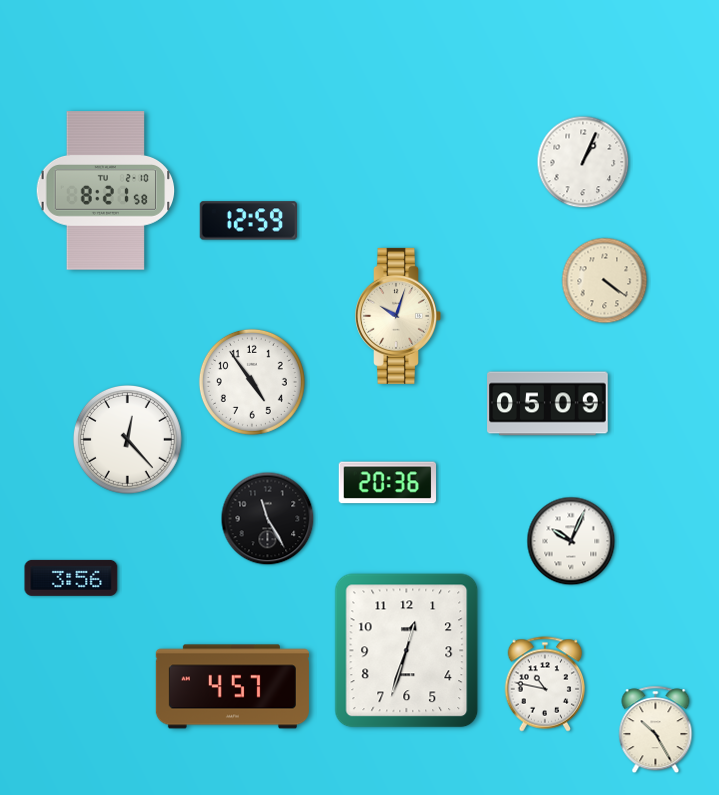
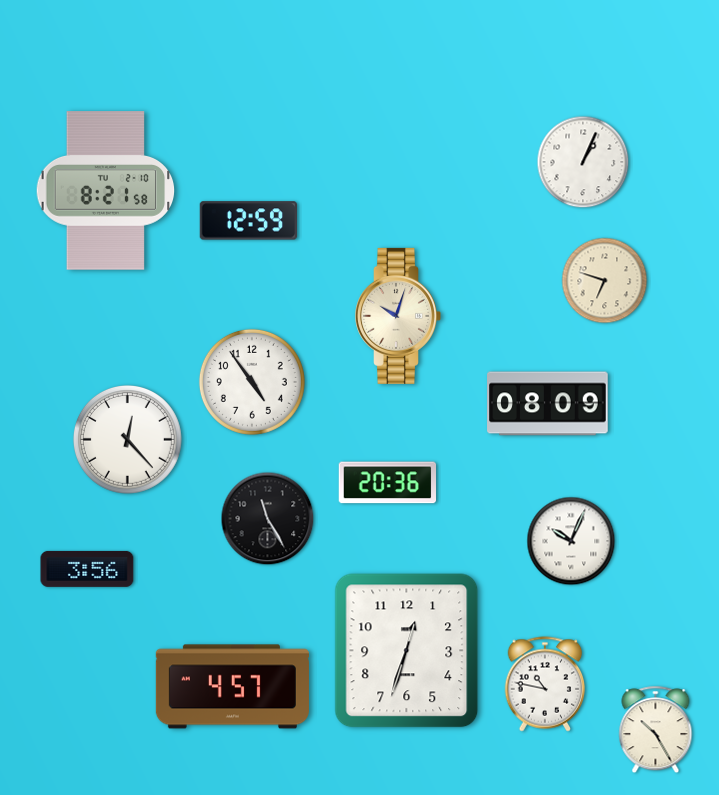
clock at (605, 281): 4:21 -> 6:48
clock at (548, 404): 05:09 -> 08:09
clock at (71, 578) position: (71, 578) -> (87, 569)
